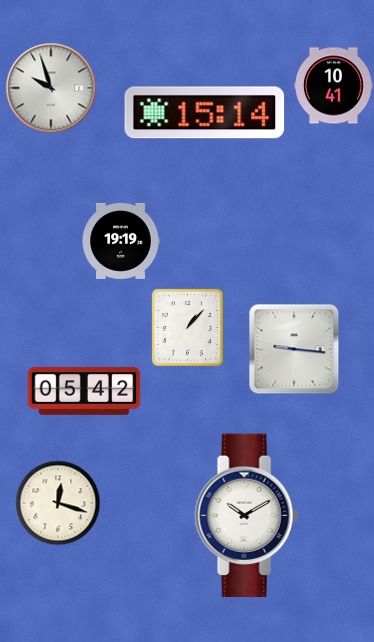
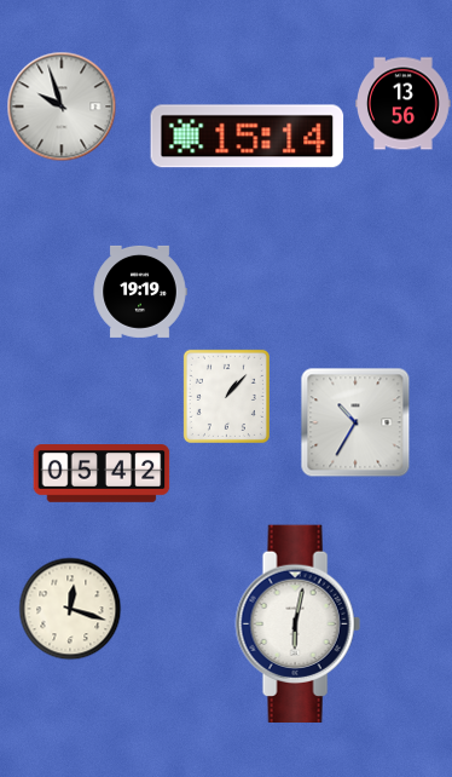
clock at (334, 86): 10:41 -> 13:56
clock at (121, 241) position: (121, 241) -> (140, 292)
clock at (294, 349): 9:16 -> 10:35
clock at (246, 516): 10:10 -> 6:02
